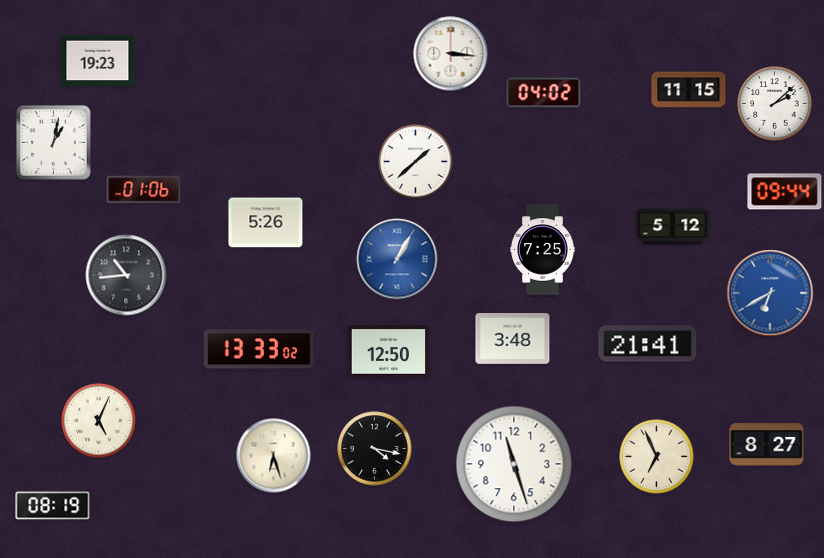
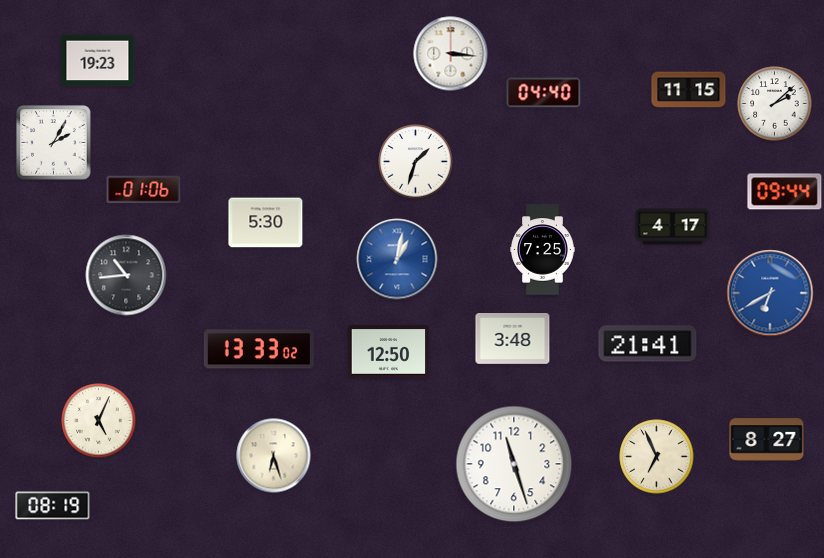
clock at (544, 93): 04:02 -> 04:40
clock at (54, 143): 1:02 -> 2:05
clock at (416, 162): 1:38 -> 1:33
clock at (266, 223): 5:26 -> 5:30
clock at (673, 227): 5:12 -> 4:17
clock at (397, 259): 1:05 -> 1:02
clock at (767, 445) position: (767, 445) -> (767, 440)
clock at (375, 449): 4:17 -> none
